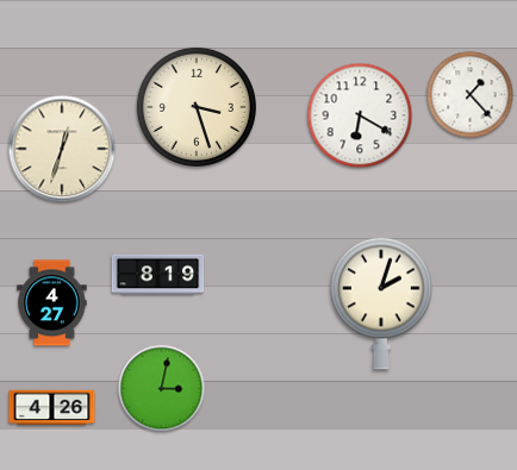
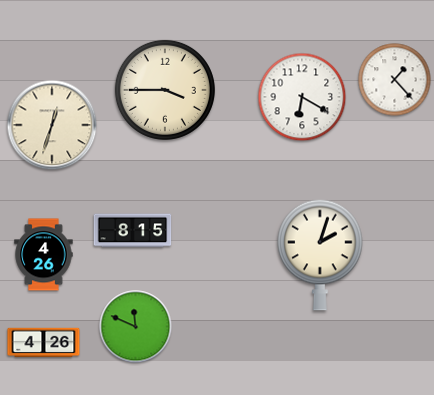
clock at (197, 107): 3:27 -> 3:45
clock at (158, 275): 8:19 -> 8:15
clock at (52, 303): 4:27 -> 4:26
clock at (162, 389): 3:02 -> 11:49
